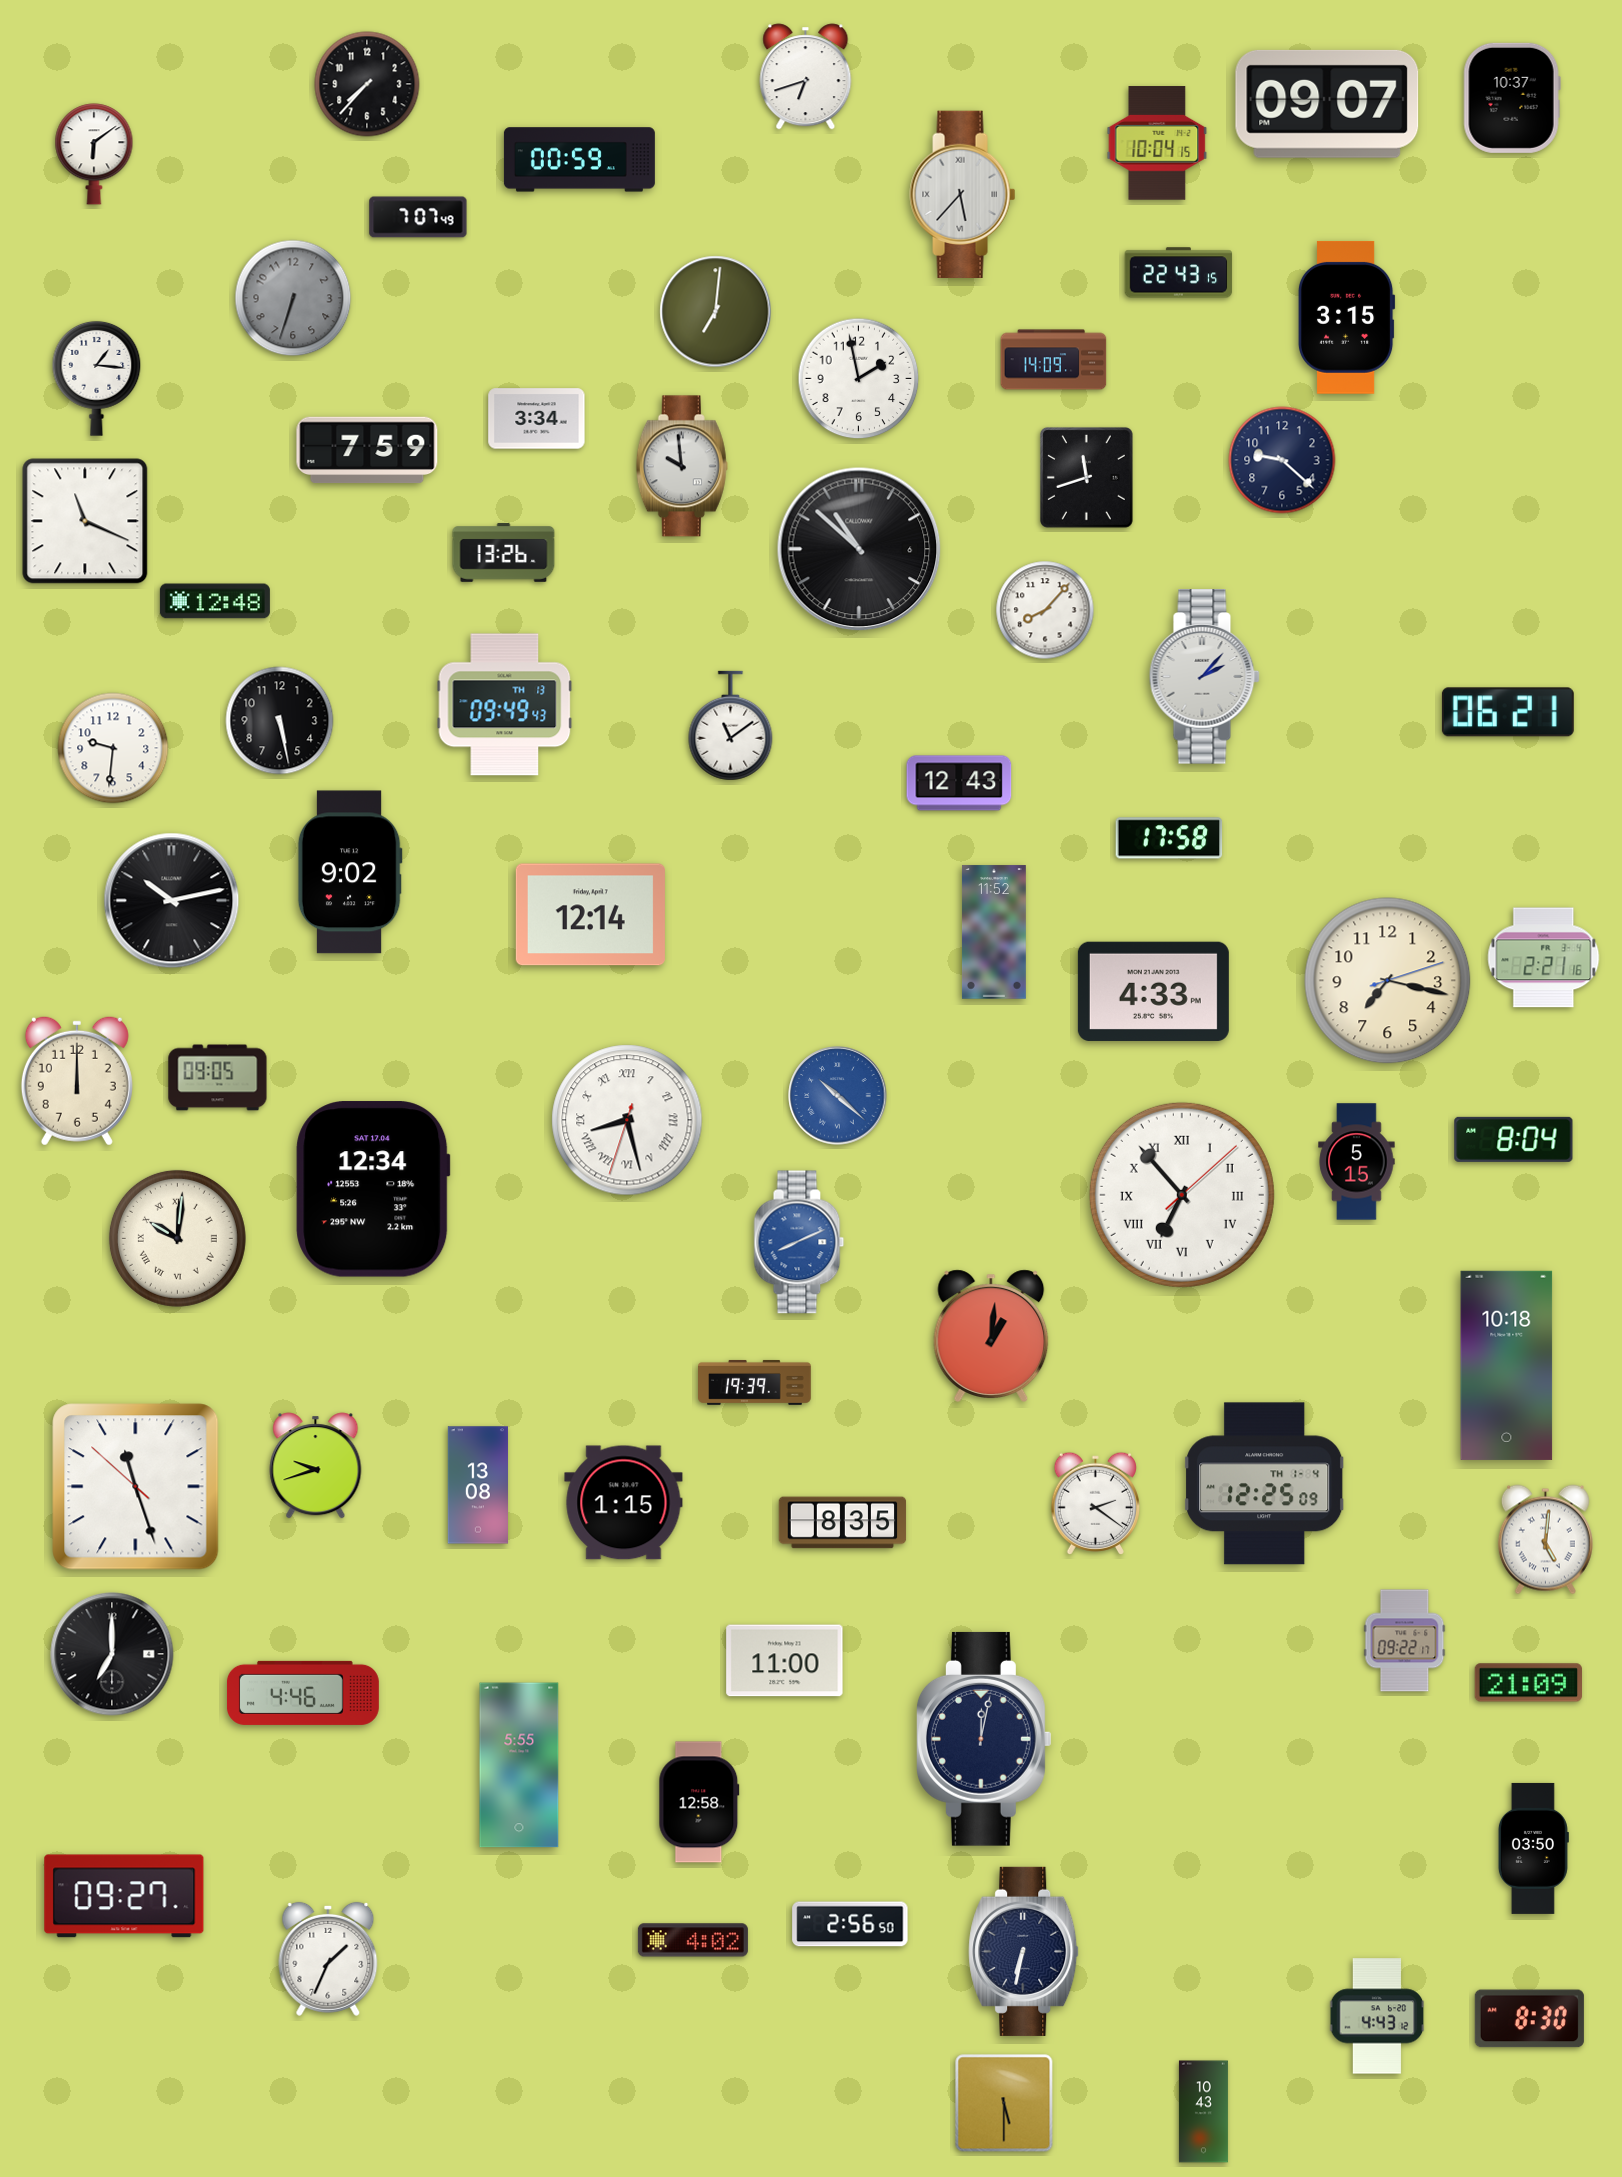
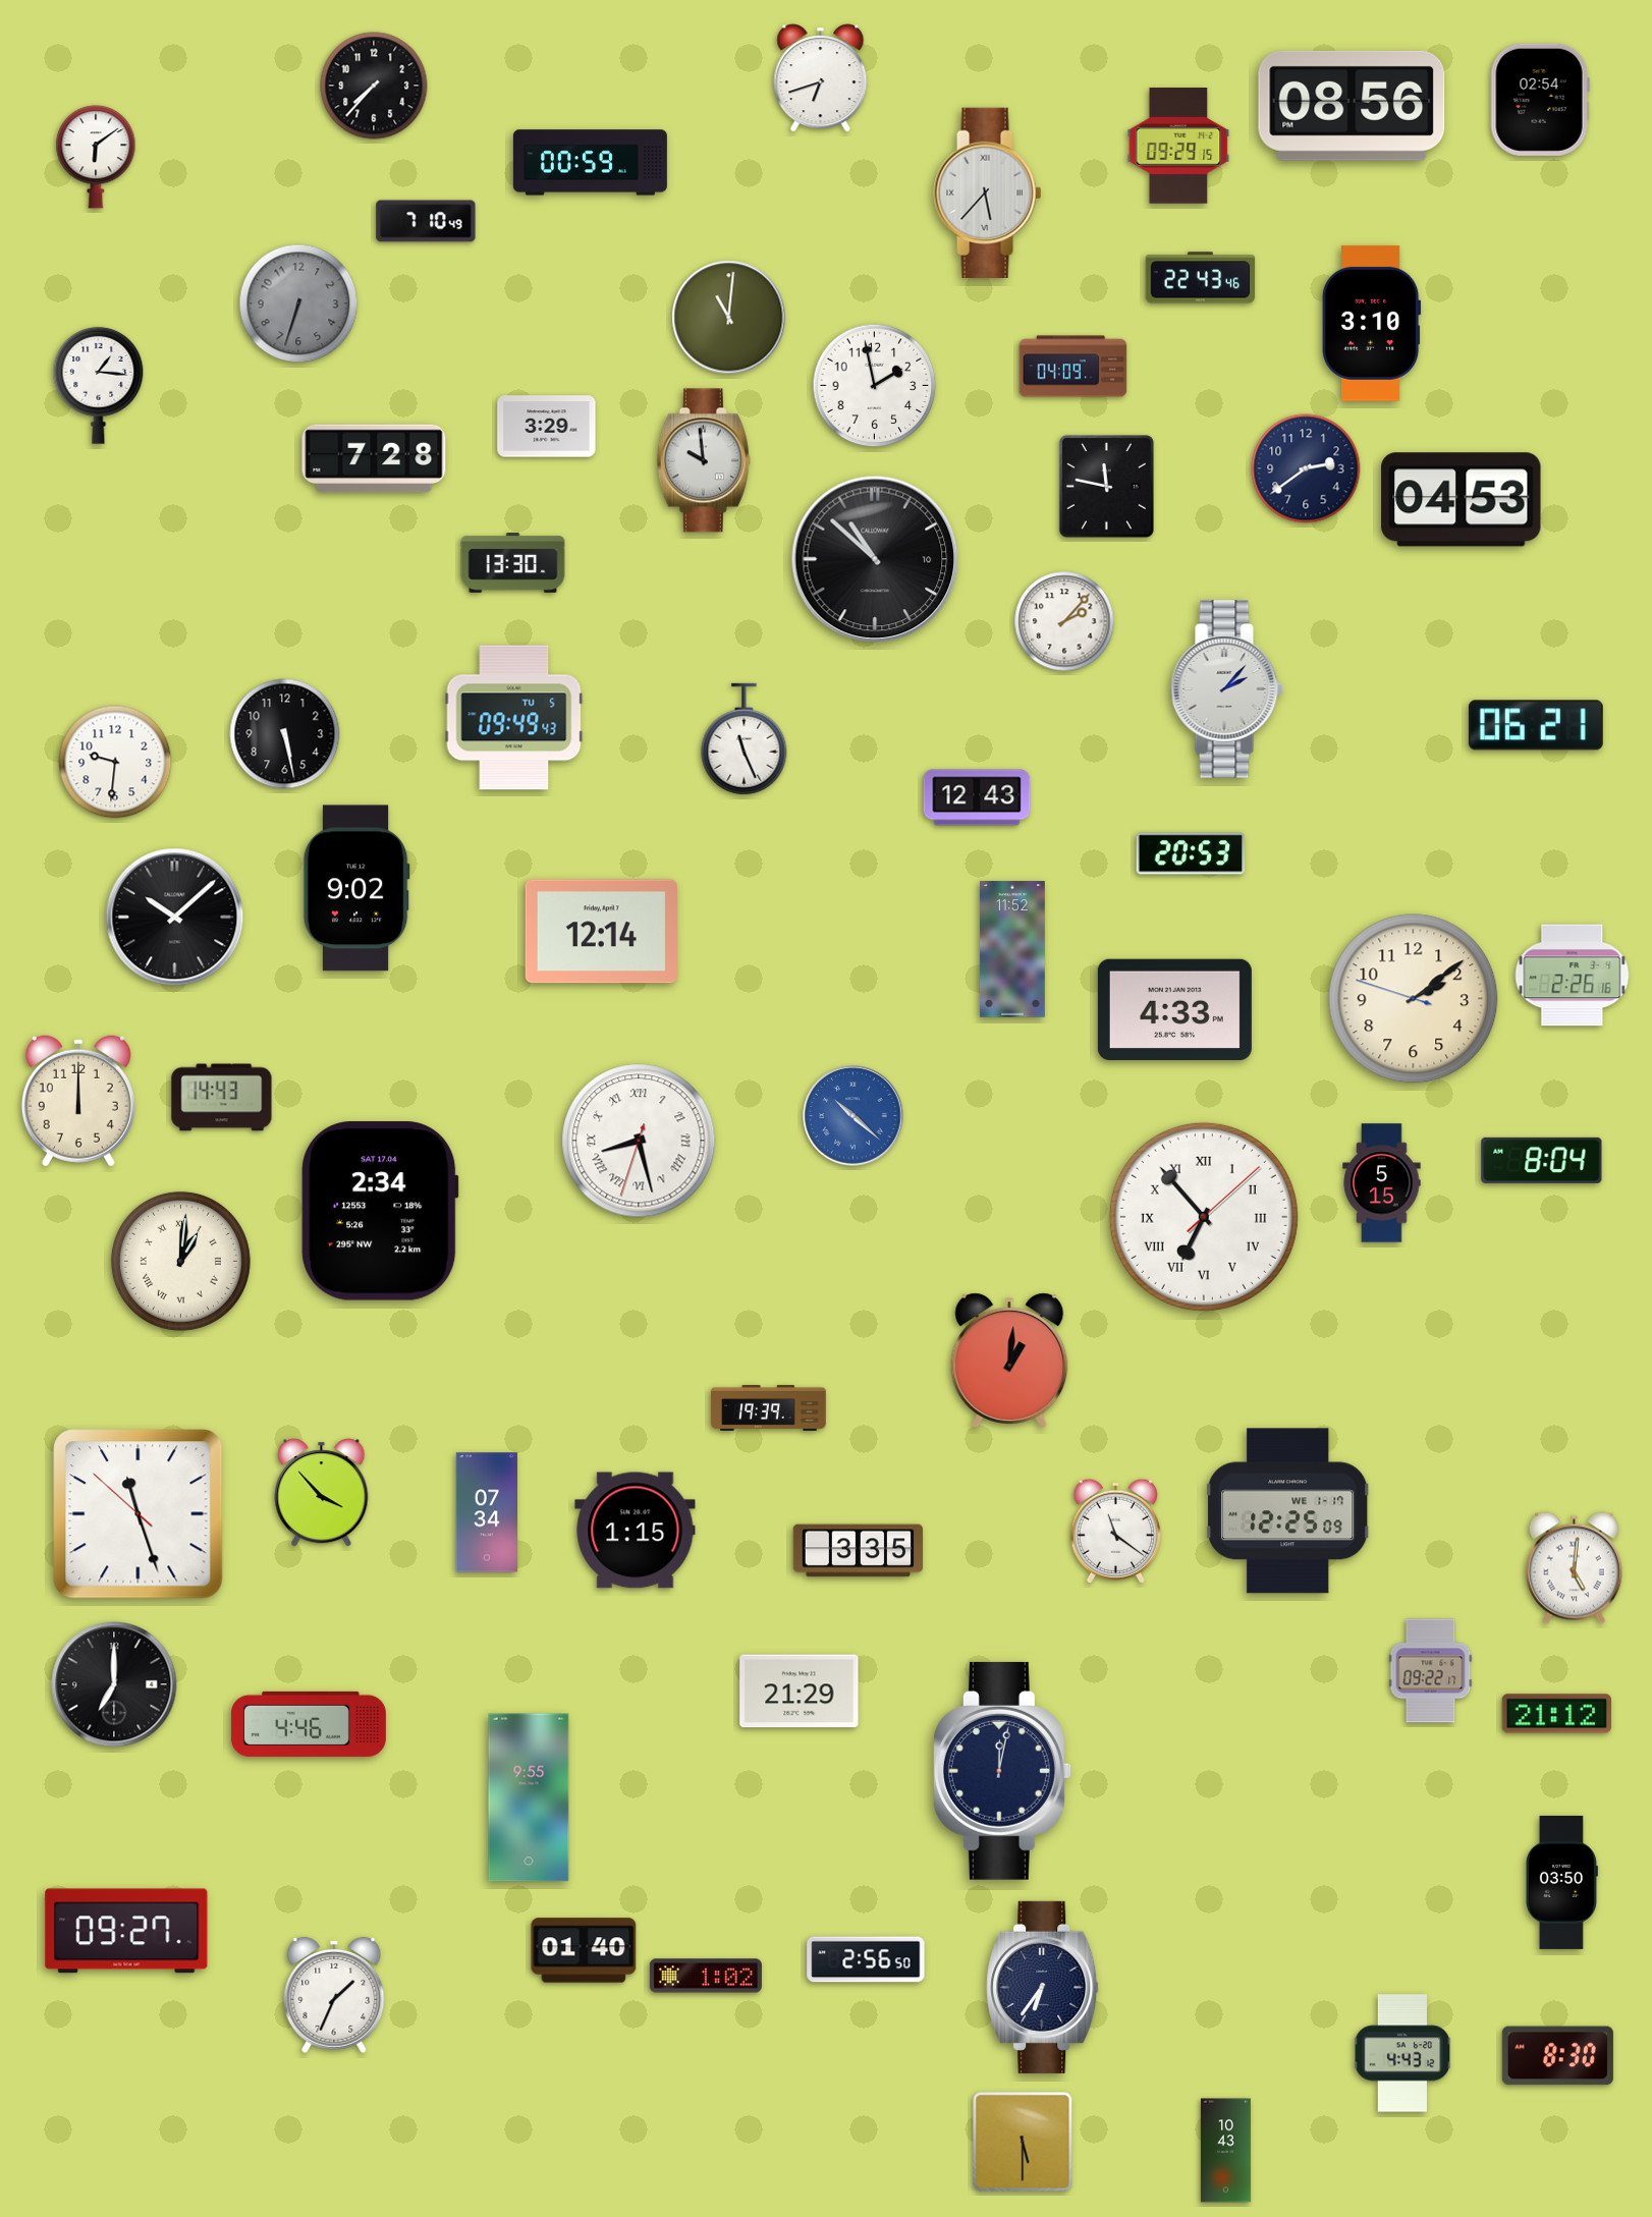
clock at (1512, 98): 10:37 -> 02:54
clock at (1327, 104): 09:07 -> 08:56
clock at (1157, 143): 10:04 -> 09:29
clock at (963, 194) position: (963, 194) -> (988, 192)
clock at (418, 217): 7:07 -> 7:10
clock at (1179, 273): 22:43:15 -> 22:43:46
clock at (716, 312): 7:01 -> 11:01
clock at (1346, 317): 3:15 -> 3:10
clock at (1054, 360): 14:09 -> 04:09
clock at (537, 419): 3:34 -> 3:29
clock at (367, 450): 7:59 -> 7:28
clock at (1282, 460): 9:22 -> 2:39
clock at (682, 466) position: (682, 466) -> (704, 460)
clock at (1086, 477): 11:42 -> 11:47
clock at (1462, 500): none -> 04:53
clock at (85, 521): 11:19 -> none
clock at (859, 549) date: 6 -> 10
clock at (504, 553): 13:26 -> 13:30
clock at (215, 601): 12:48 -> none
clock at (1045, 610): 8:07 -> 2:07
clock at (505, 705) date: TH 13 -> TU 5
clock at (731, 726): 11:09 -> 11:26
clock at (1169, 838): 17:58 -> 20:53
clock at (172, 901): 10:13 -> 10:08
clock at (1544, 958): 2:21 -> 2:26
clock at (1388, 981): 7:17 -> 2:08
clock at (218, 1078): 09:05 -> 14:43
clock at (373, 1189): 12:34 -> 2:34
clock at (177, 1238): 10:01 -> 1:01
clock at (799, 1242): 8:11 -> none
clock at (1507, 1365): 10:18 -> none
clock at (316, 1466): 9:42 -> 3:53
clock at (1266, 1484) date: TH 1-4 -> WE 1-17
clock at (478, 1485): 13:08 -> 07:34
clock at (1095, 1503): 2:21 -> 11:21
clock at (843, 1523): 8:35 -> 3:35
clock at (785, 1661): 11:00 -> 21:29
clock at (1528, 1683): 21:09 -> 21:12
clock at (519, 1765): 5:55 -> 9:55
clock at (699, 1802): 12:58 -> none
clock at (584, 1950): none -> 01:40
clock at (693, 1940): 4:02 -> 1:02
clock at (1024, 1951): 6:32 -> 6:36
